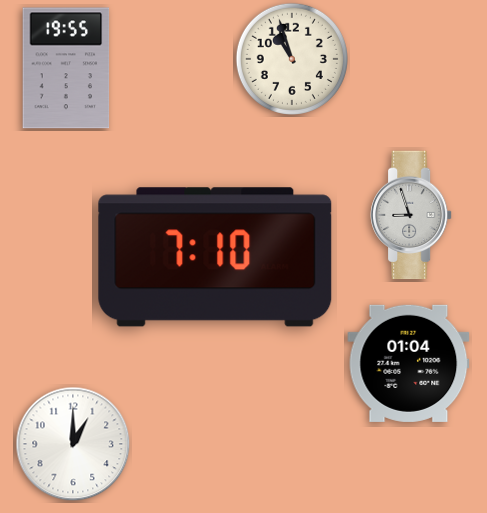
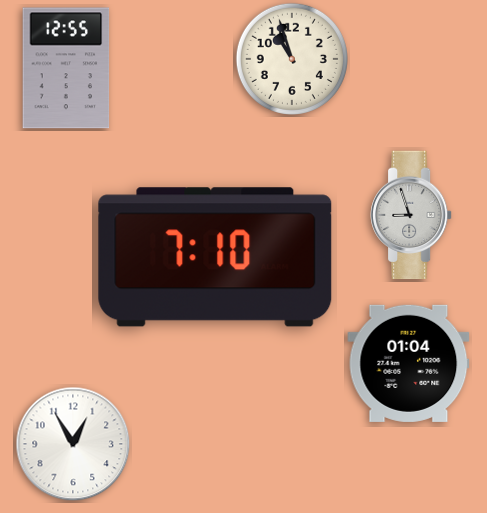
clock at (66, 68): 19:55 -> 12:55
clock at (73, 444): 1:00 -> 12:55
